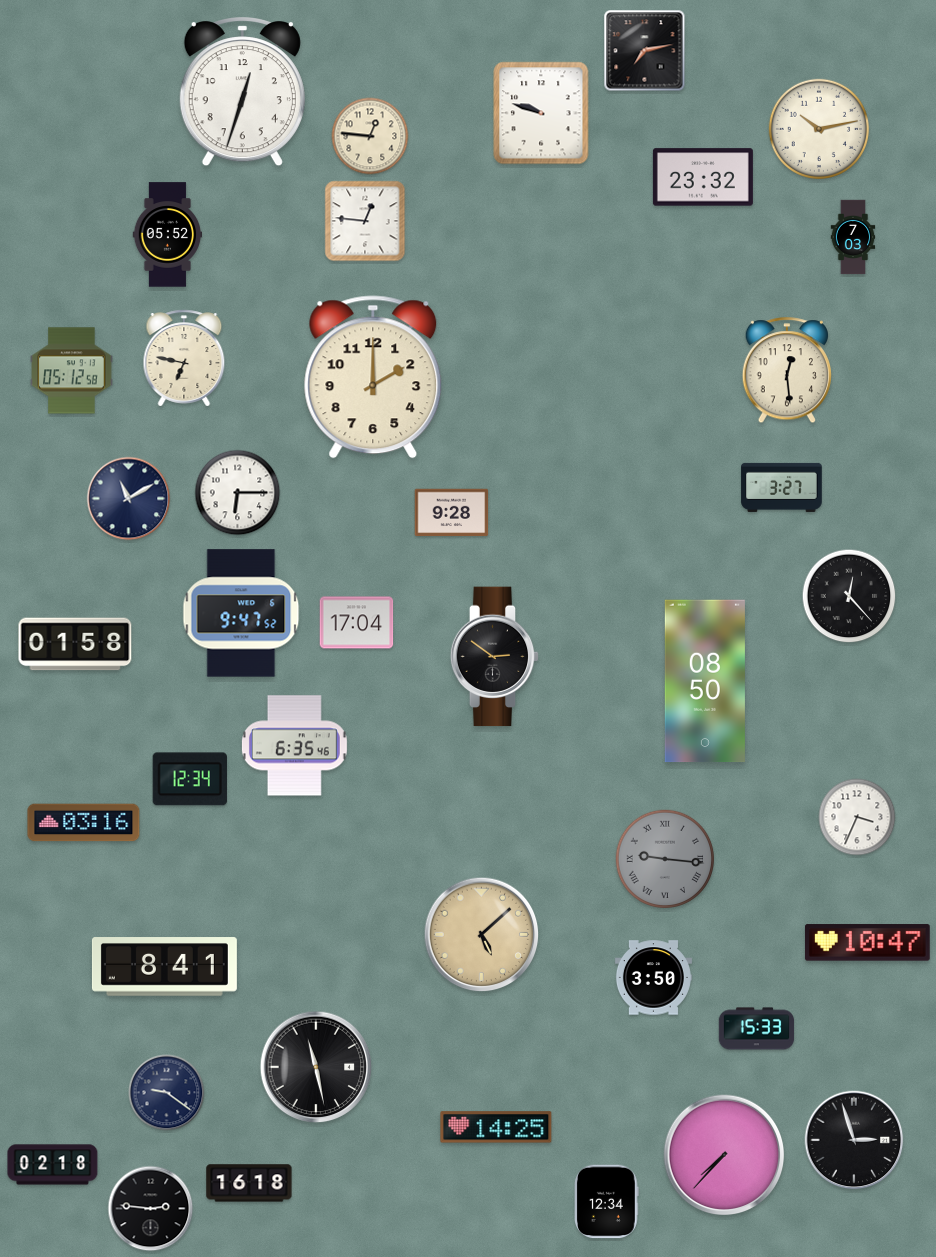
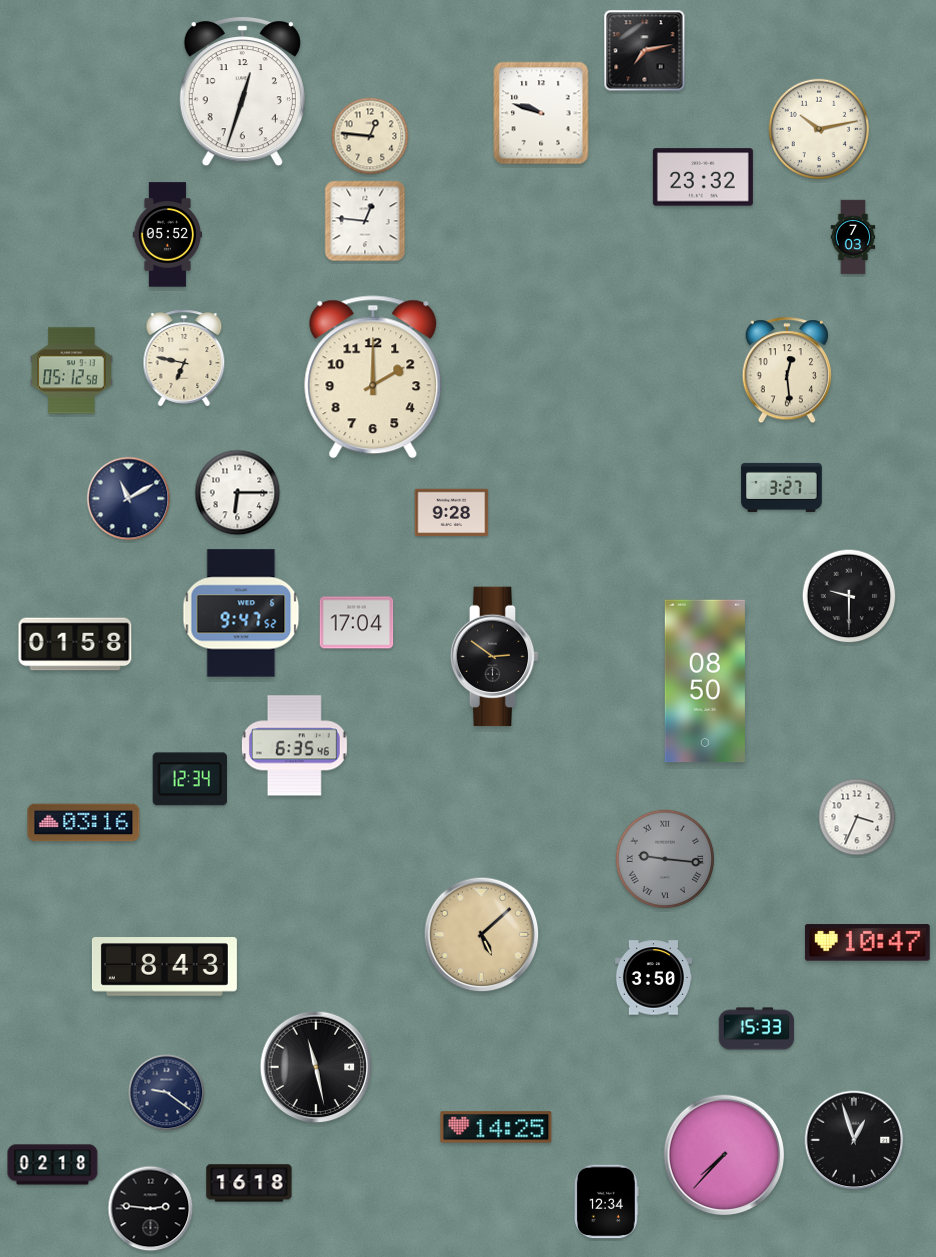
clock at (849, 596): 12:23 -> 9:30
clock at (164, 967): 8:41 -> 8:43
clock at (854, 1140): 2:57 -> 12:57
